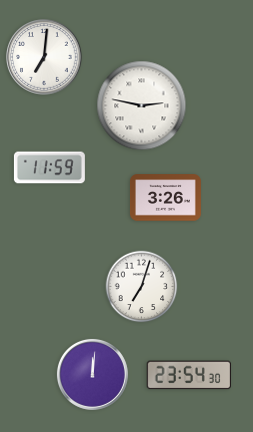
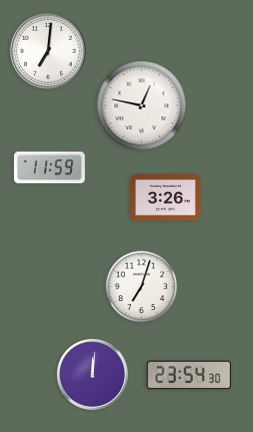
clock at (44, 57) position: (44, 57) -> (48, 51)
clock at (142, 106): 2:47 -> 12:47
